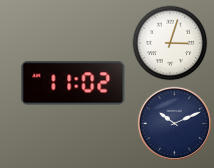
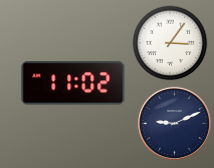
clock at (170, 43): 3:03 -> 3:06
clock at (174, 123): 10:11 -> 9:11
